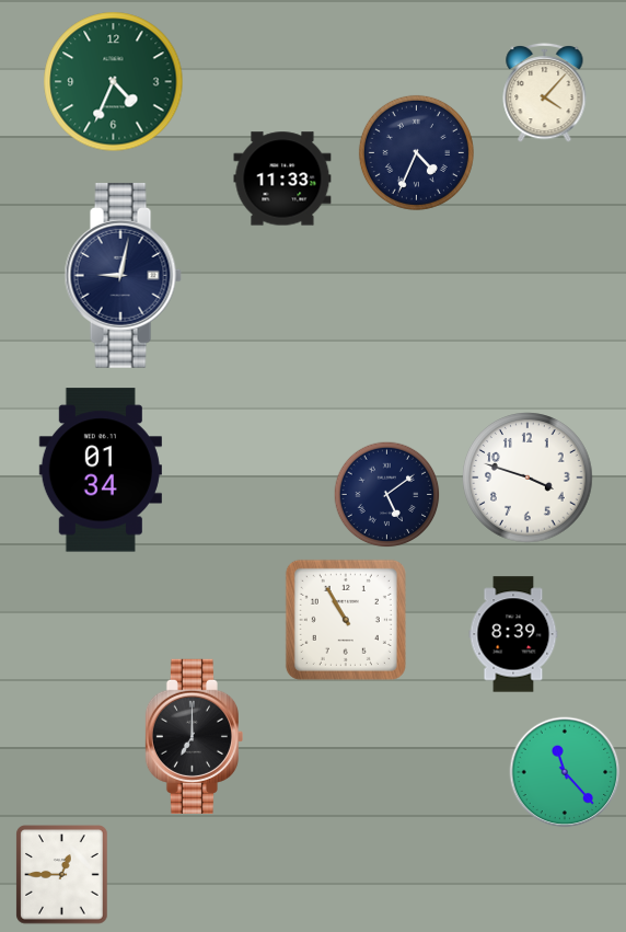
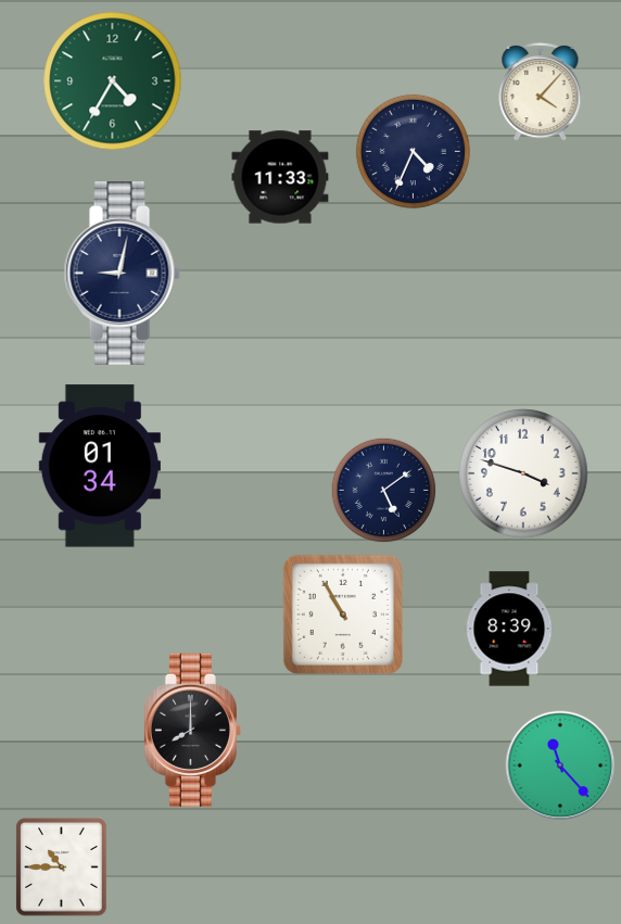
clock at (114, 82): 4:34 -> 4:35
clock at (194, 736): 7:00 -> 8:00
clock at (62, 875): 12:45 -> 10:45
